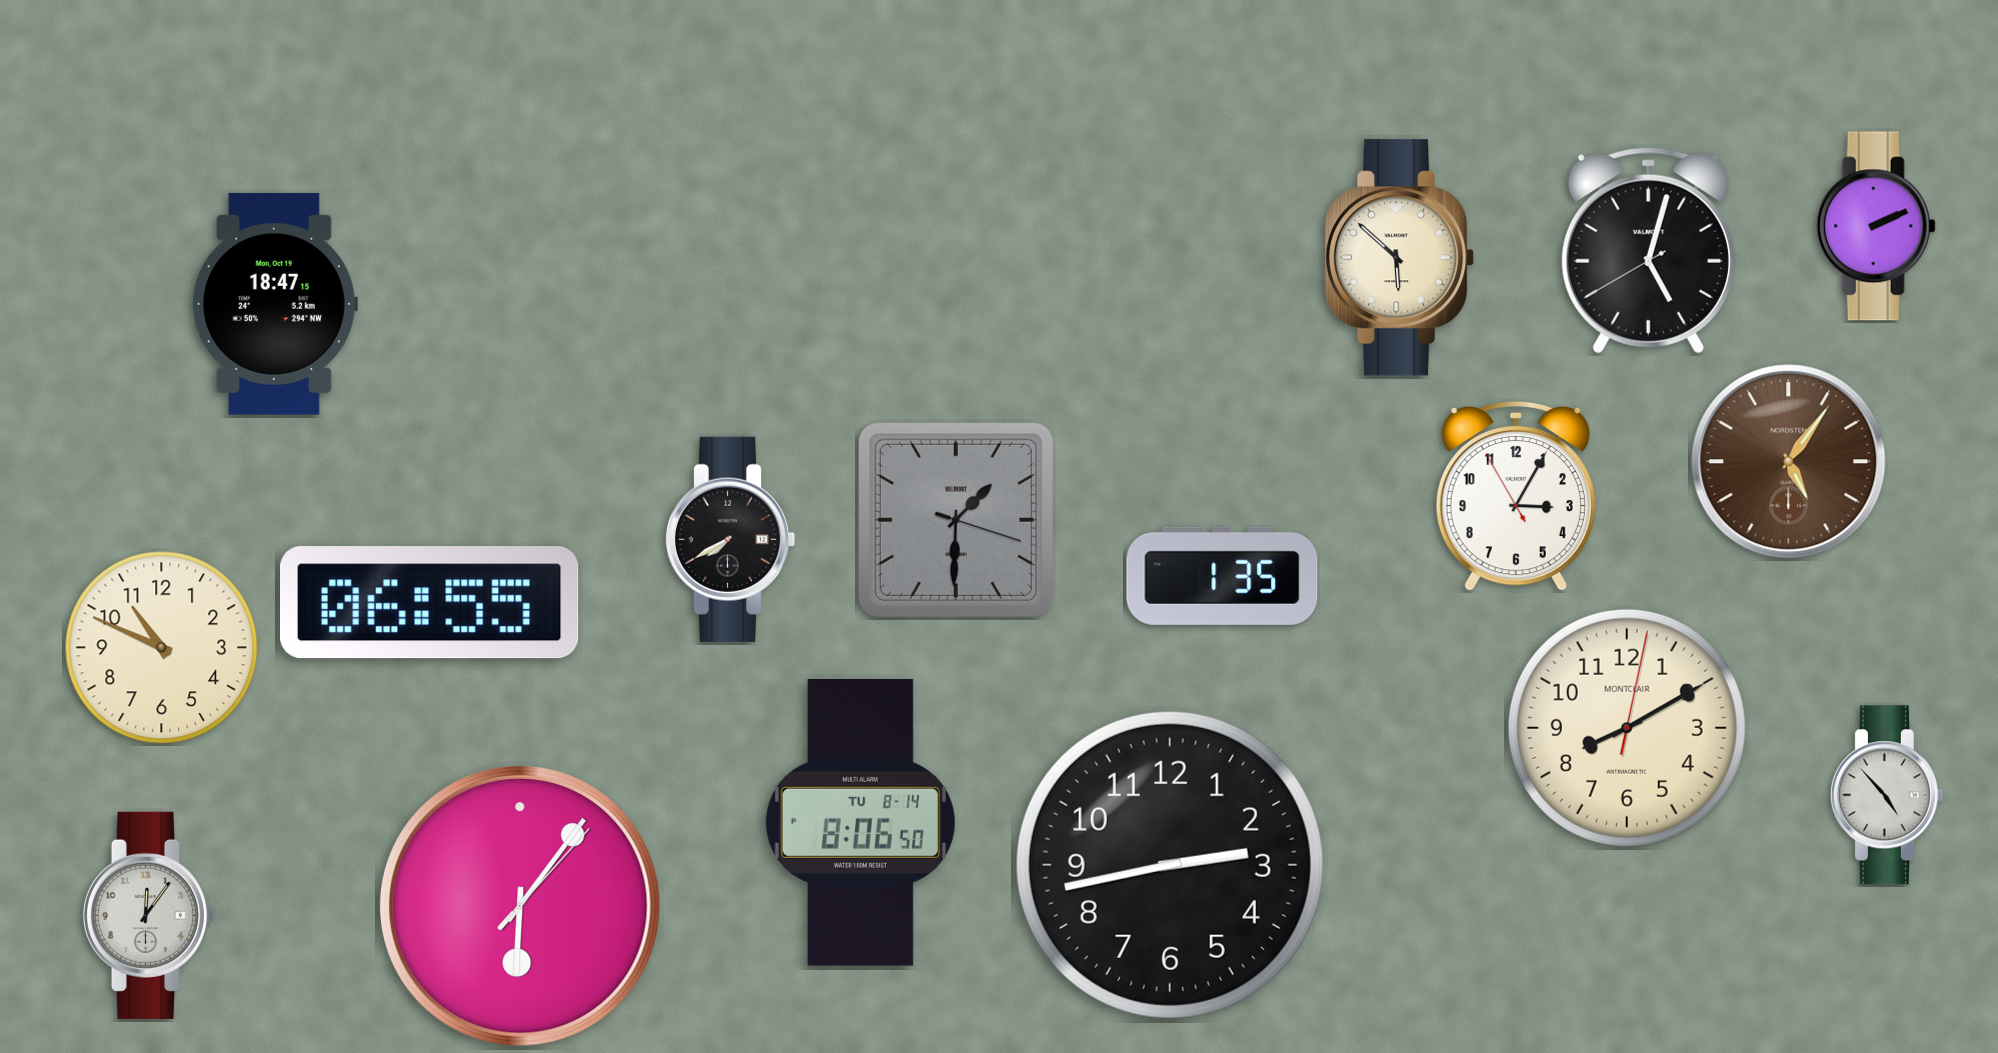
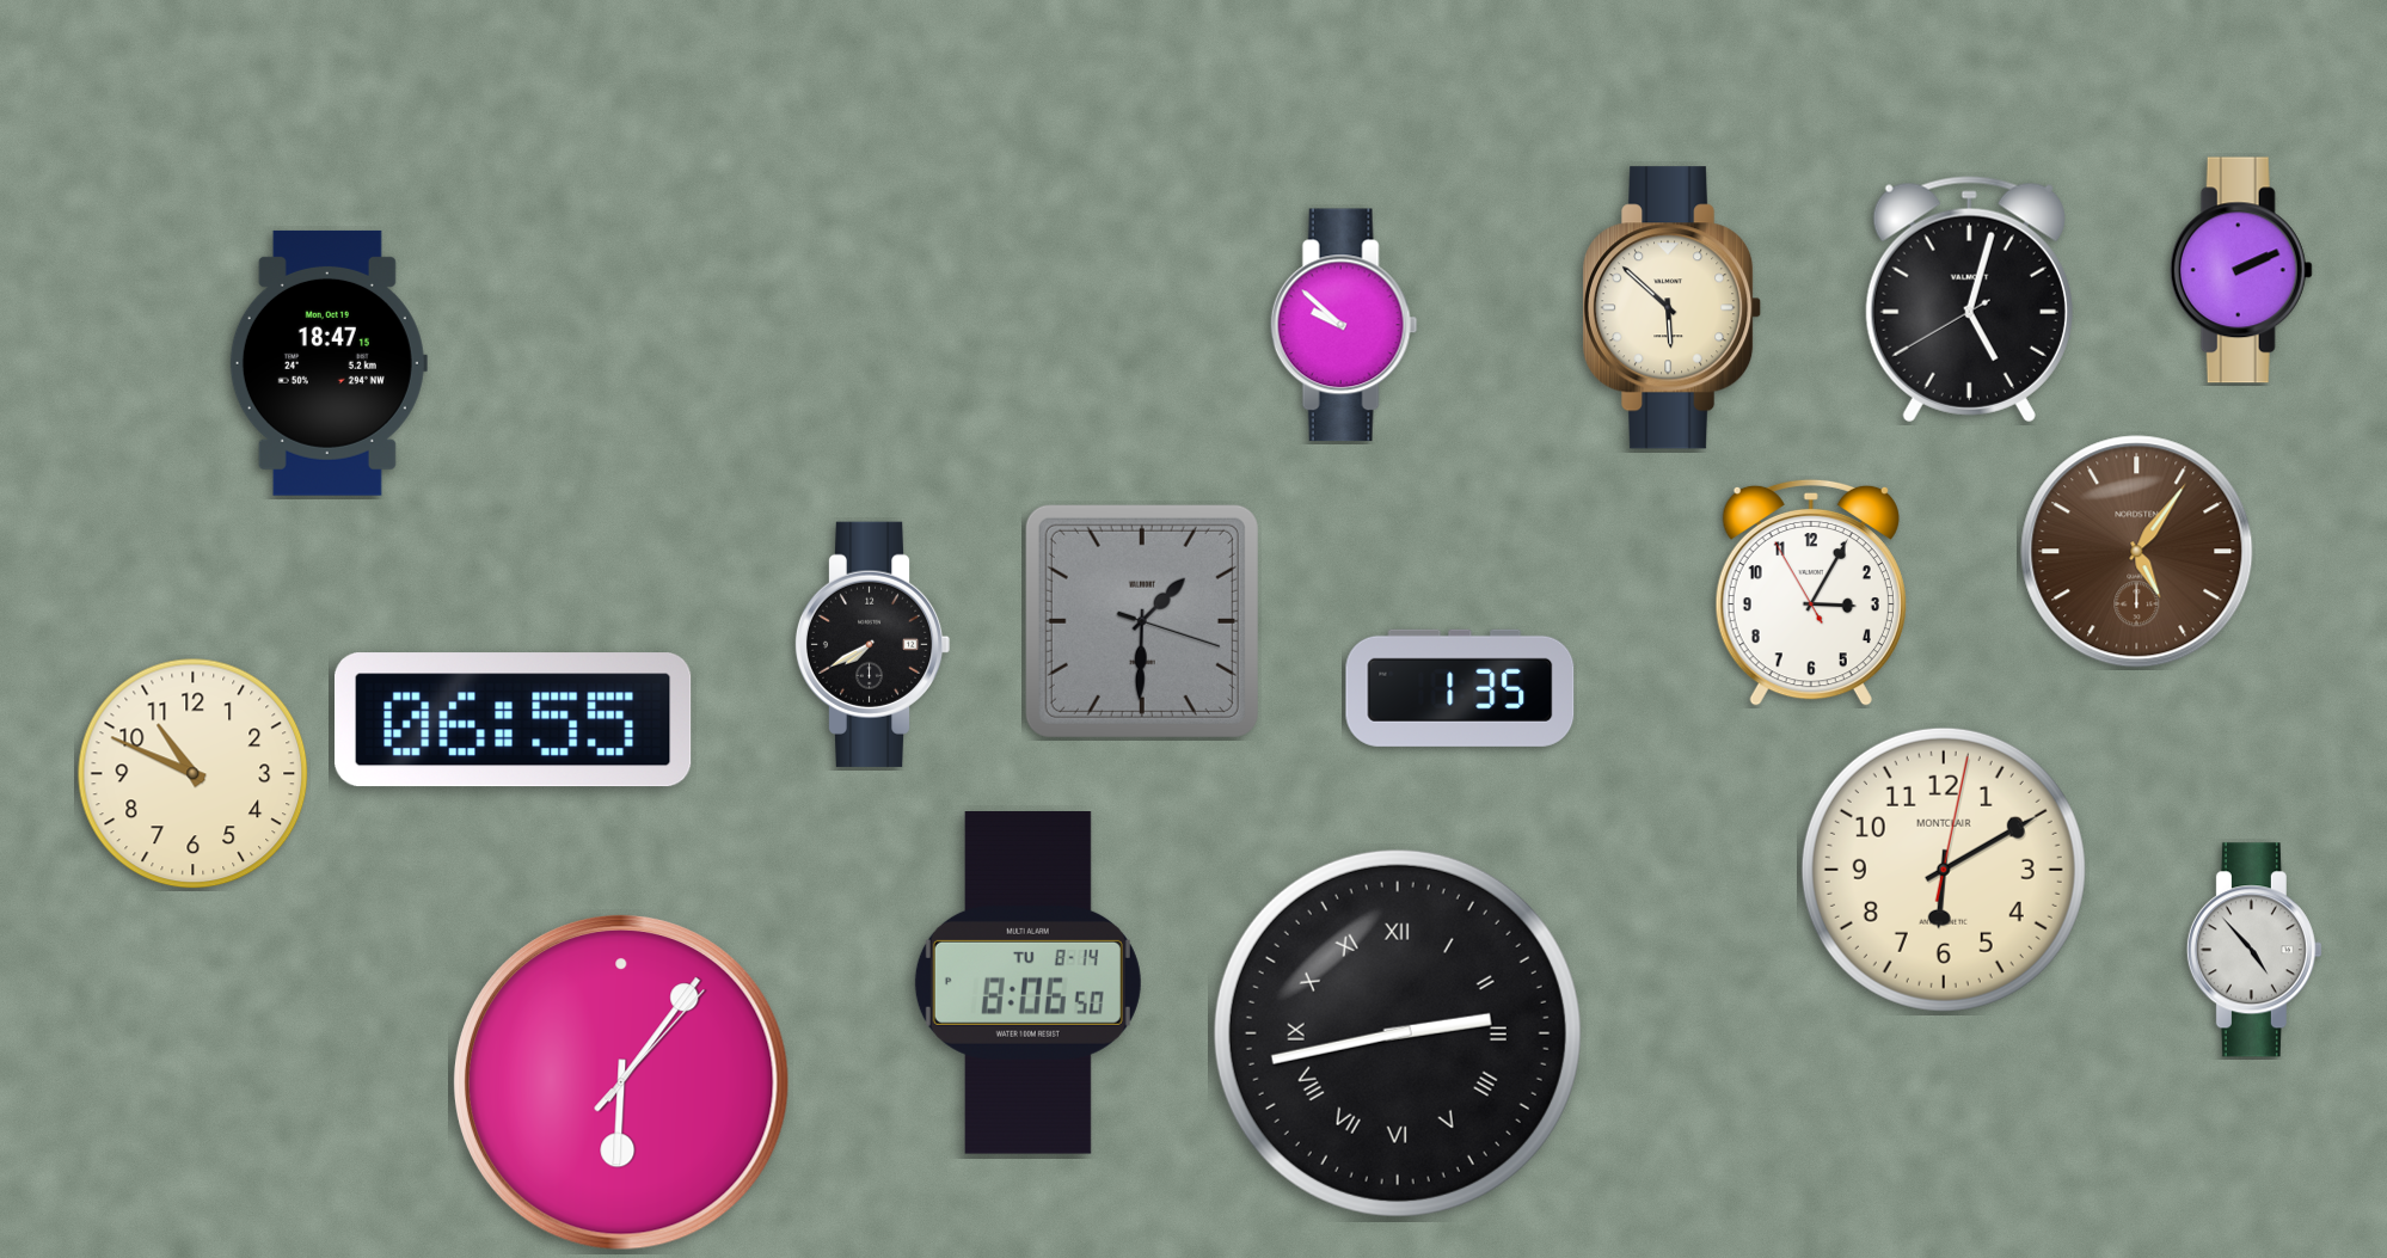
clock at (1344, 325): none -> 9:52
clock at (1627, 728): 8:10 -> 6:10
clock at (1170, 865) numerals: Arabic -> Roman
clock at (149, 915): 12:06 -> none
